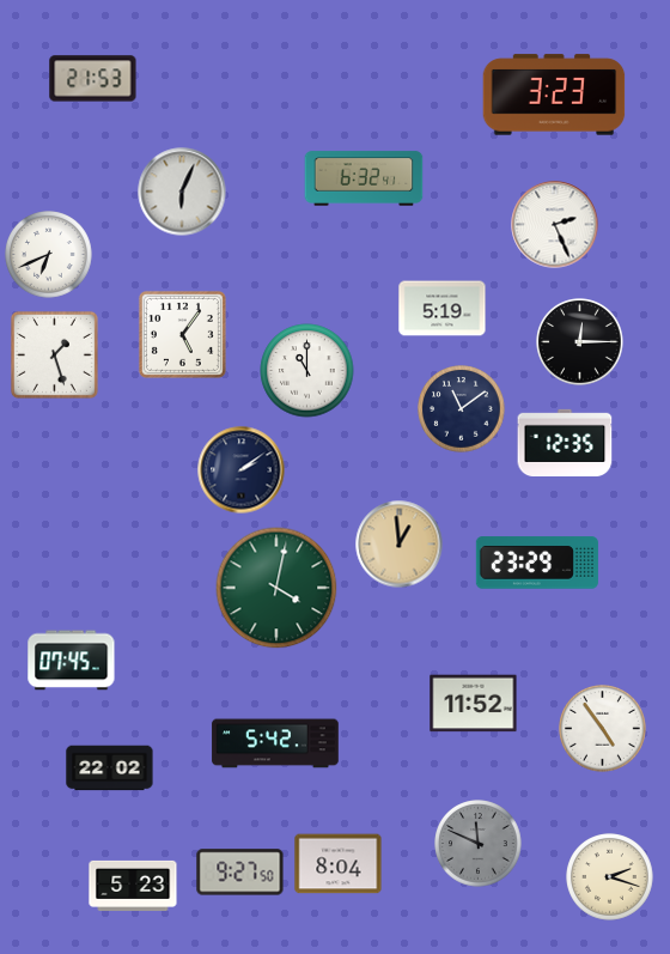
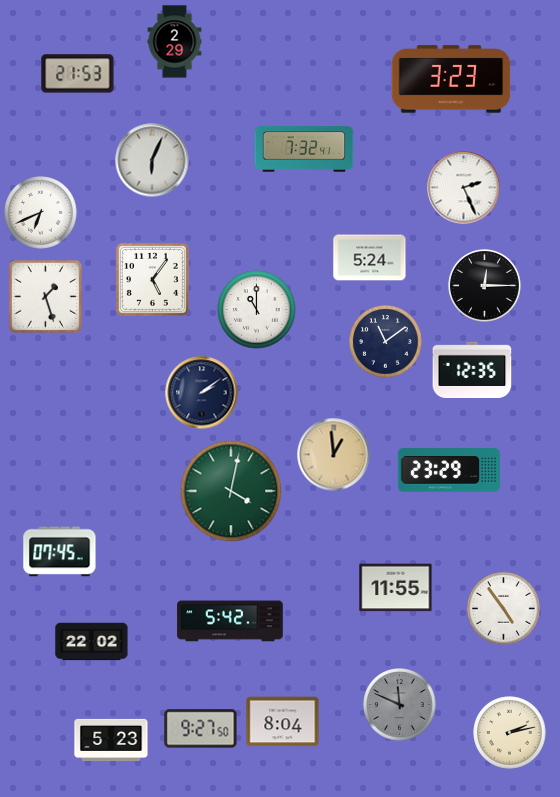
clock at (175, 42): none -> 2:29
clock at (93, 79) position: (93, 79) -> (78, 74)
clock at (554, 95) position: (554, 95) -> (451, 79)
clock at (364, 178): 6:32 -> 7:32
clock at (443, 309): 5:19 -> 5:24
clock at (474, 704): 11:52 -> 11:55
clock at (610, 877): 2:18 -> 2:13
